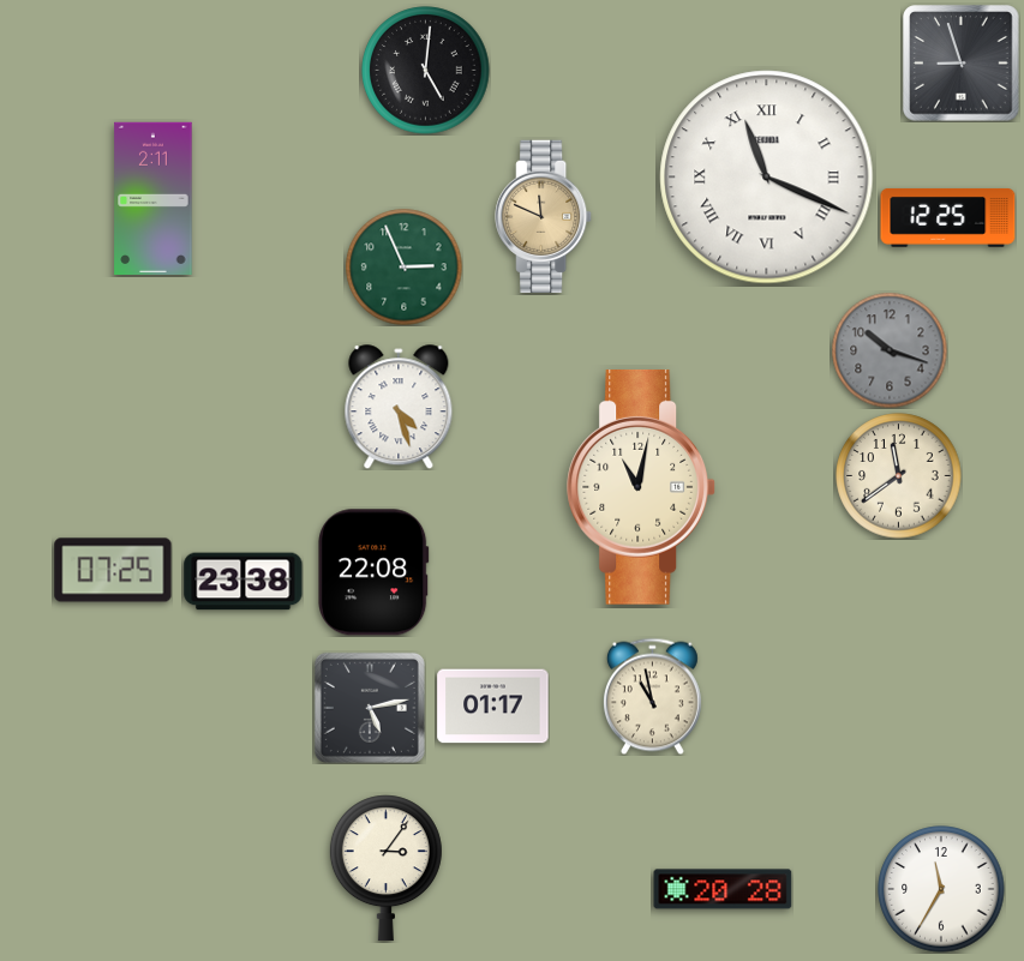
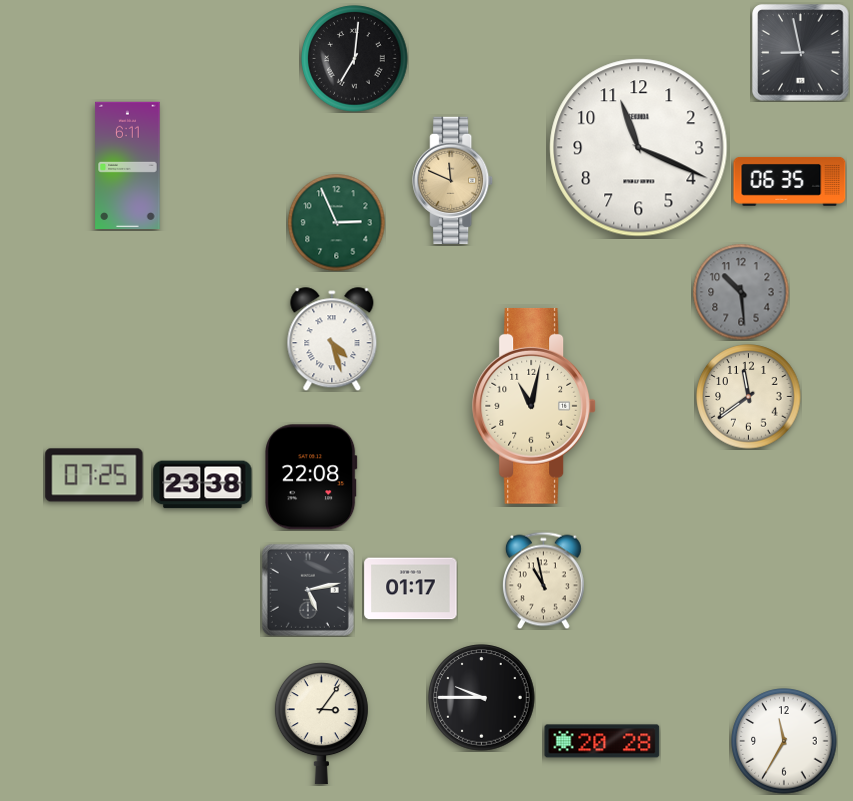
clock at (962, 64): 8:57 -> 8:58
clock at (426, 71): 5:01 -> 7:01
clock at (767, 178) numerals: Roman -> Arabic
clock at (154, 198): 2:11 -> 6:11
clock at (948, 218): 12:25 -> 06:35
clock at (890, 350): 10:18 -> 10:29
clock at (482, 698): none -> 9:45
